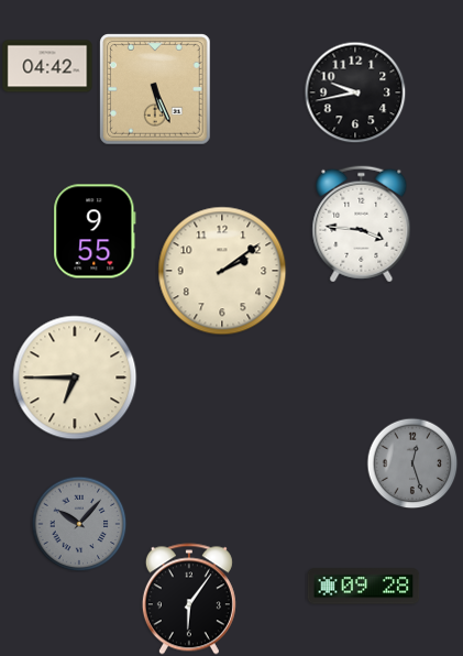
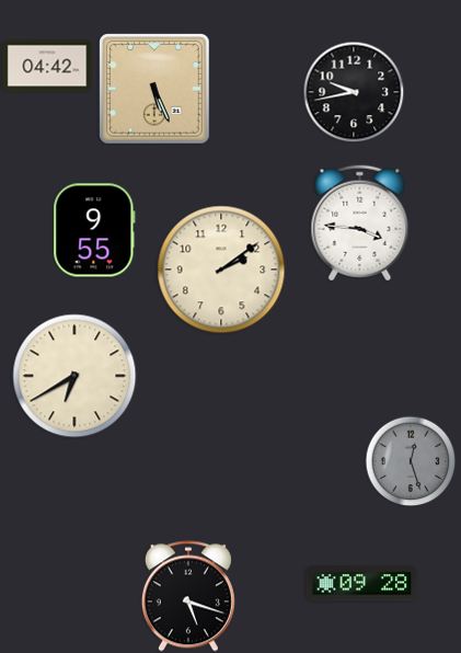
clock at (75, 378): 6:45 -> 6:40
clock at (79, 524): 10:07 -> none
clock at (189, 599): 6:06 -> 5:18
